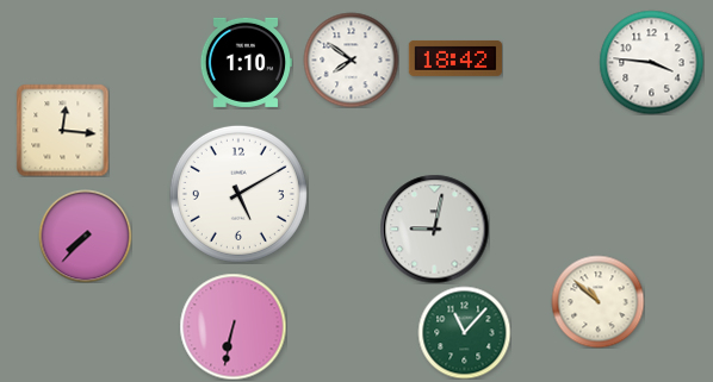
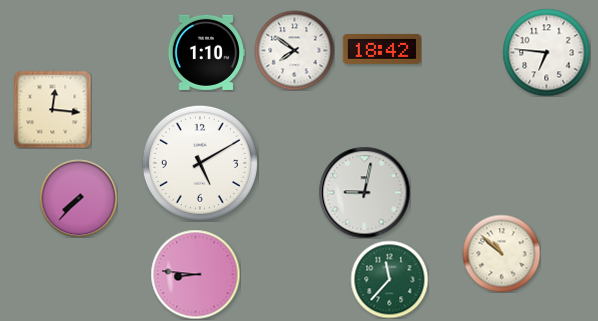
clock at (651, 62): 3:46 -> 6:46
clock at (85, 236) position: (85, 236) -> (78, 198)
clock at (232, 326): 6:32 -> 8:46
clock at (464, 332): 11:07 -> 11:37
